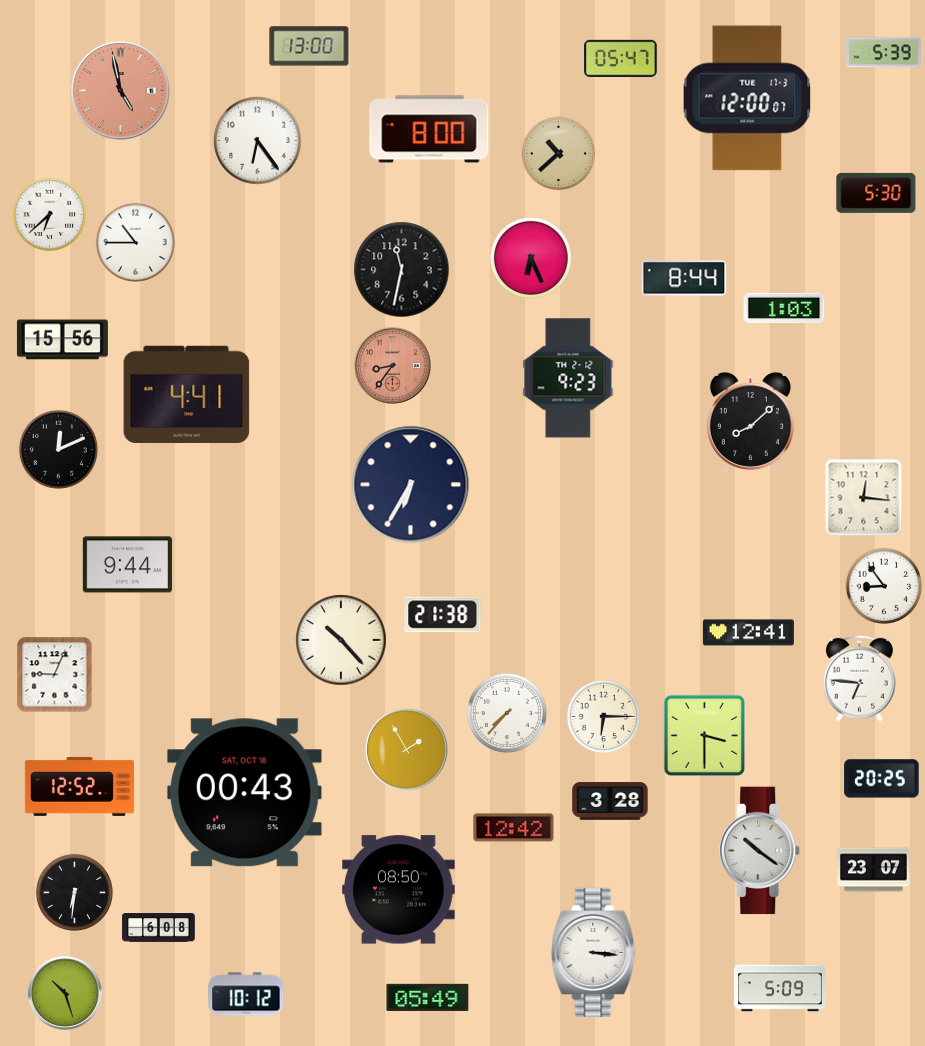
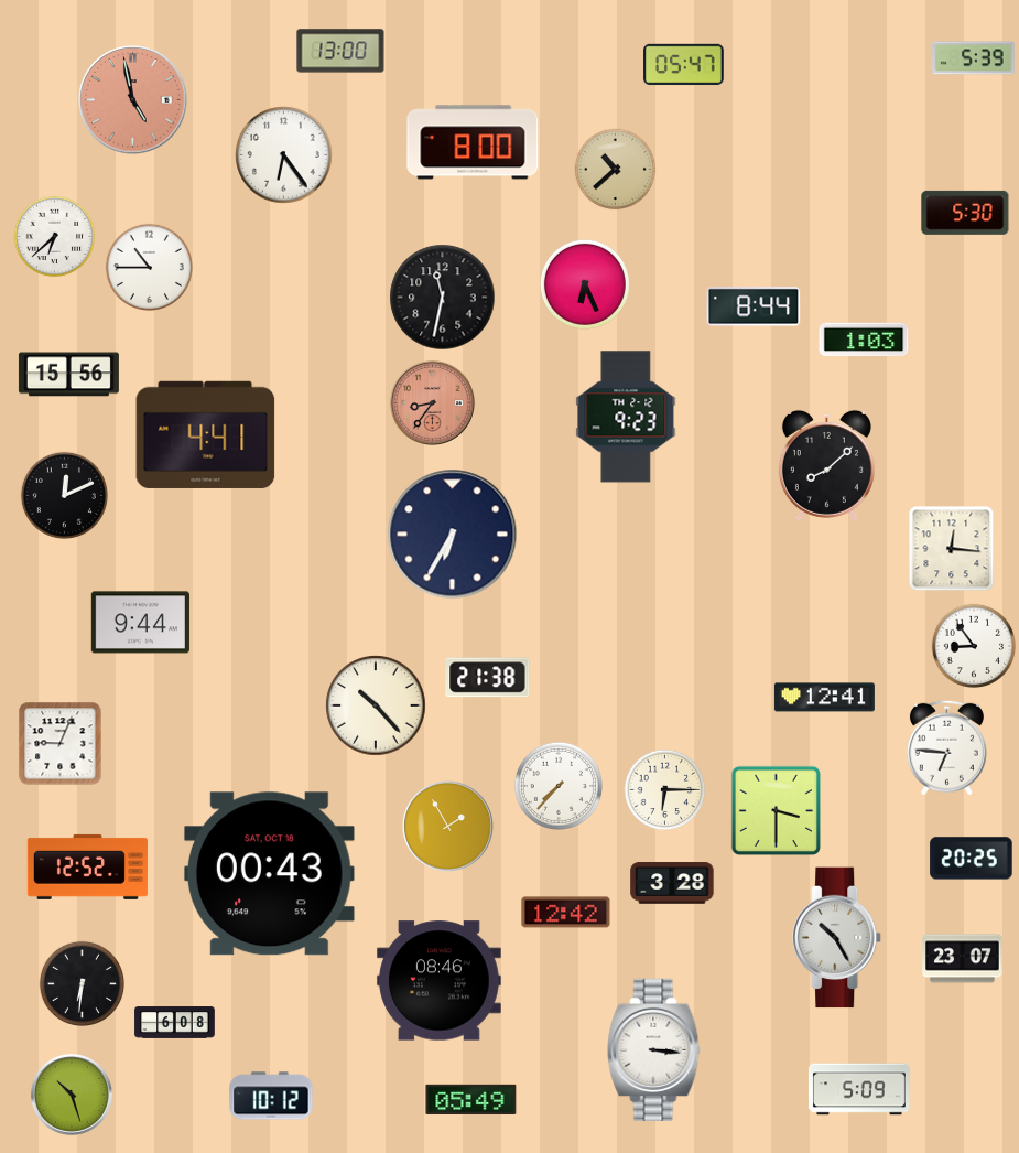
clock at (747, 98): 12:00 -> none
clock at (760, 851): 10:21 -> 10:25
clock at (398, 890): 08:50 -> 08:46
